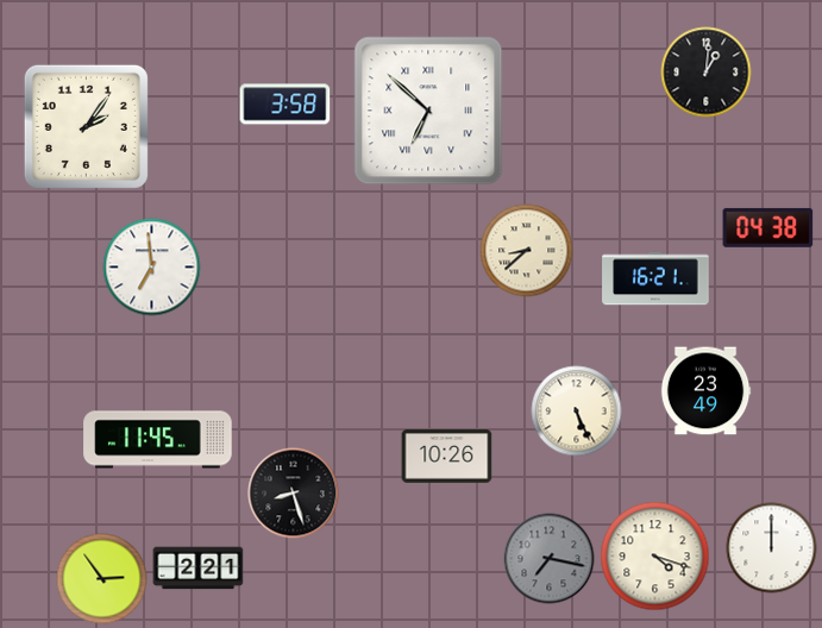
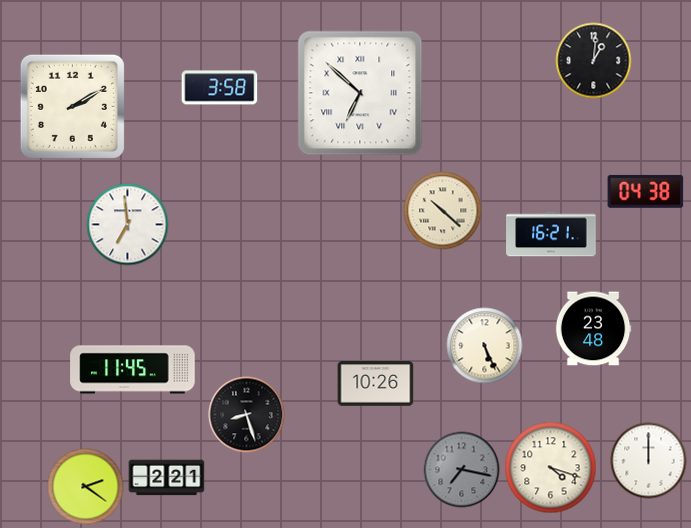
clock at (285, 105) position: (285, 105) -> (220, 88)
clock at (86, 126): 2:06 -> 2:10
clock at (527, 251): 8:38 -> 10:22
clock at (705, 391): 23:49 -> 23:48
clock at (102, 579): 2:54 -> 2:21
